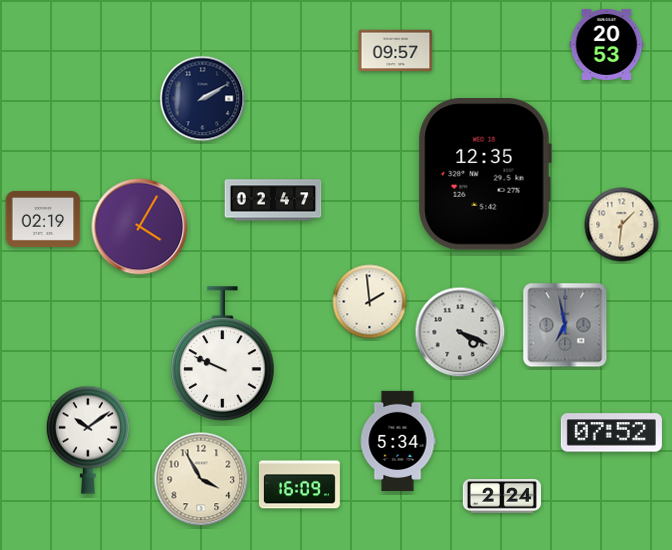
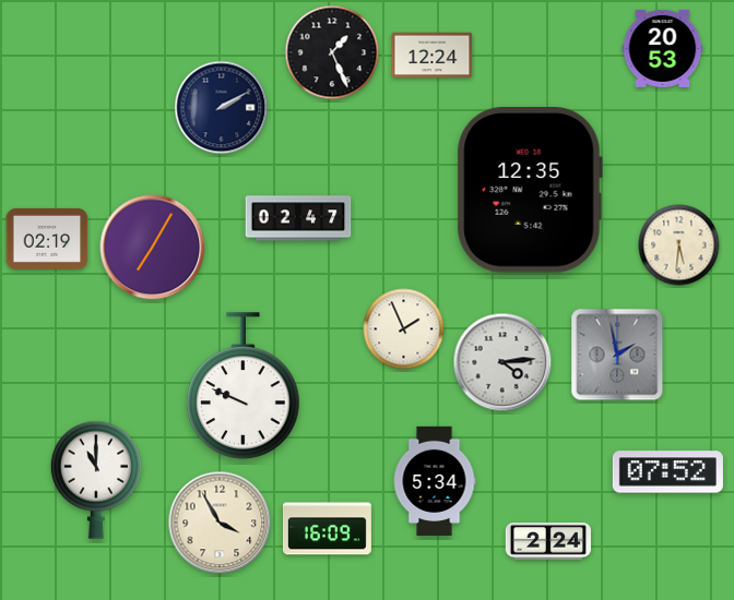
clock at (332, 52): none -> 1:26
clock at (396, 51): 09:57 -> 12:24
clock at (622, 225): 1:31 -> 5:31
clock at (140, 227): 4:05 -> 7:05
clock at (370, 302): 1:59 -> 1:56
clock at (565, 325): 6:58 -> 1:58
clock at (460, 332): 4:19 -> 4:14
clock at (88, 440): 10:09 -> 11:00
